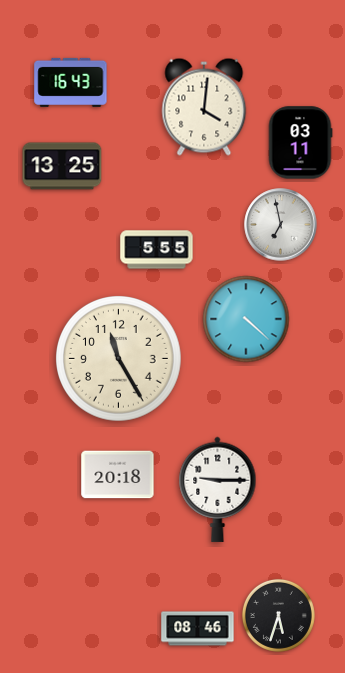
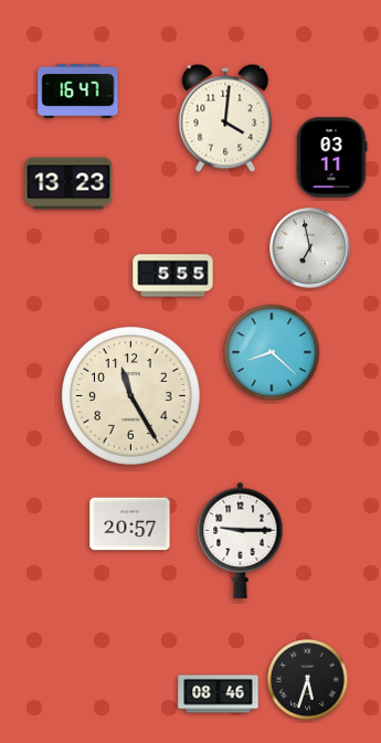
clock at (71, 82): 16:43 -> 16:47
clock at (62, 166): 13:25 -> 13:23
clock at (246, 319): 4:22 -> 8:22
clock at (118, 475): 20:18 -> 20:57
